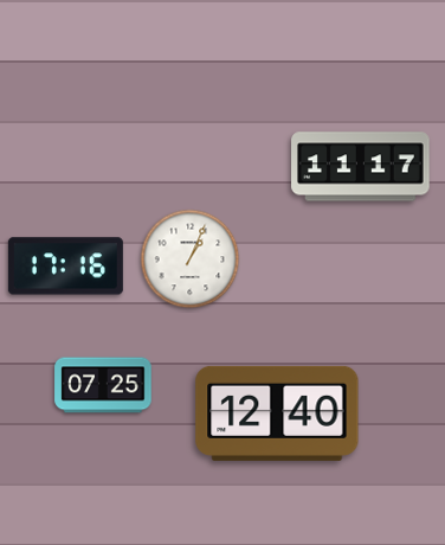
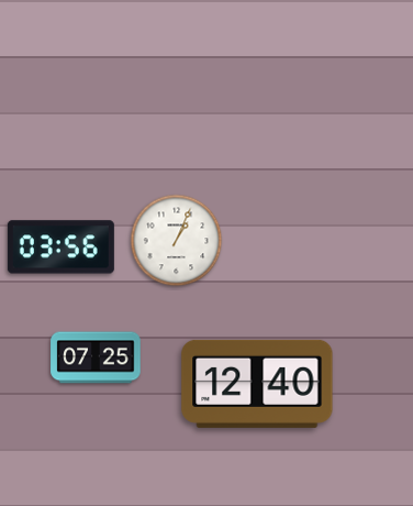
clock at (361, 167): 11:17 -> none
clock at (65, 267): 17:16 -> 03:56
